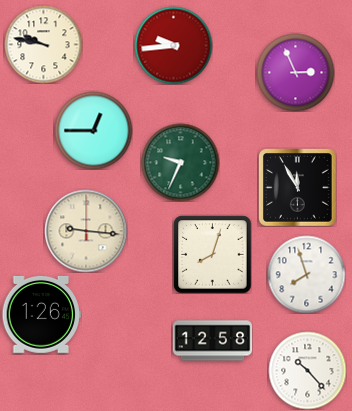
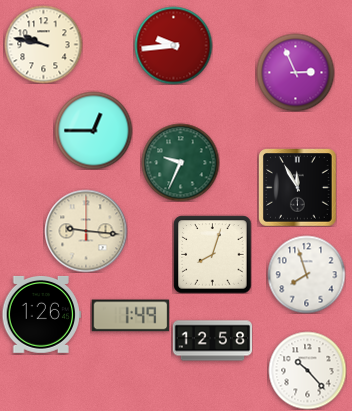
clock at (130, 316): none -> 1:49
